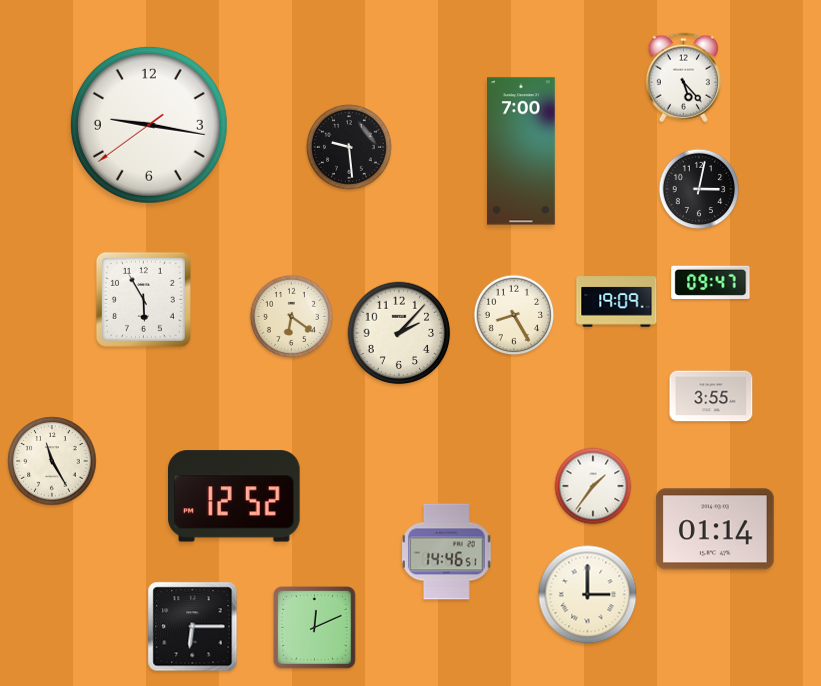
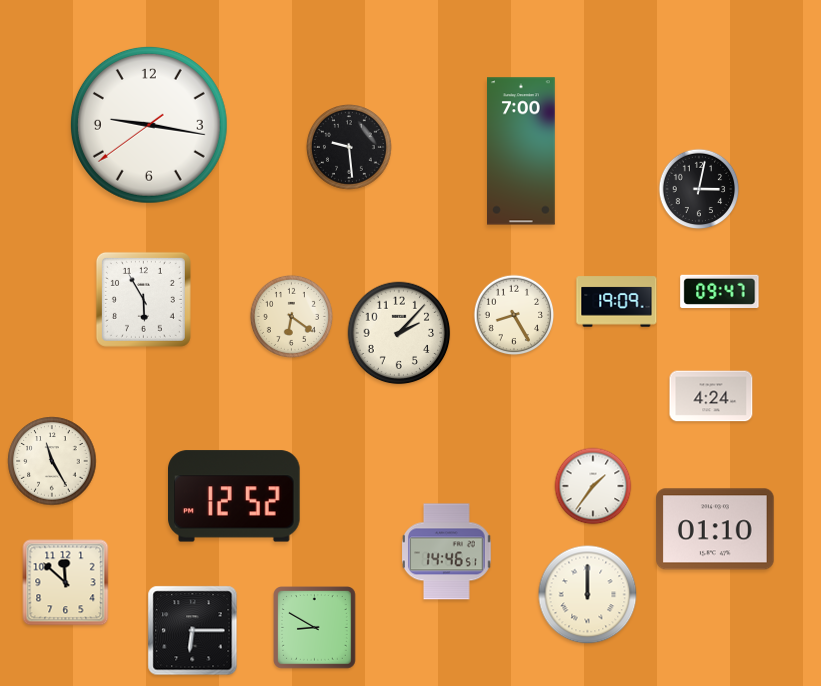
clock at (683, 78): 5:23 -> none
clock at (711, 282) position: (711, 282) -> (720, 291)
clock at (711, 396): 3:55 -> 4:24
clock at (716, 529): 01:14 -> 01:10
clock at (66, 583): none -> 11:52
clock at (588, 595): 3:00 -> 12:00
clock at (193, 627) position: (193, 627) -> (193, 631)
clock at (315, 628): 12:11 -> 8:50
